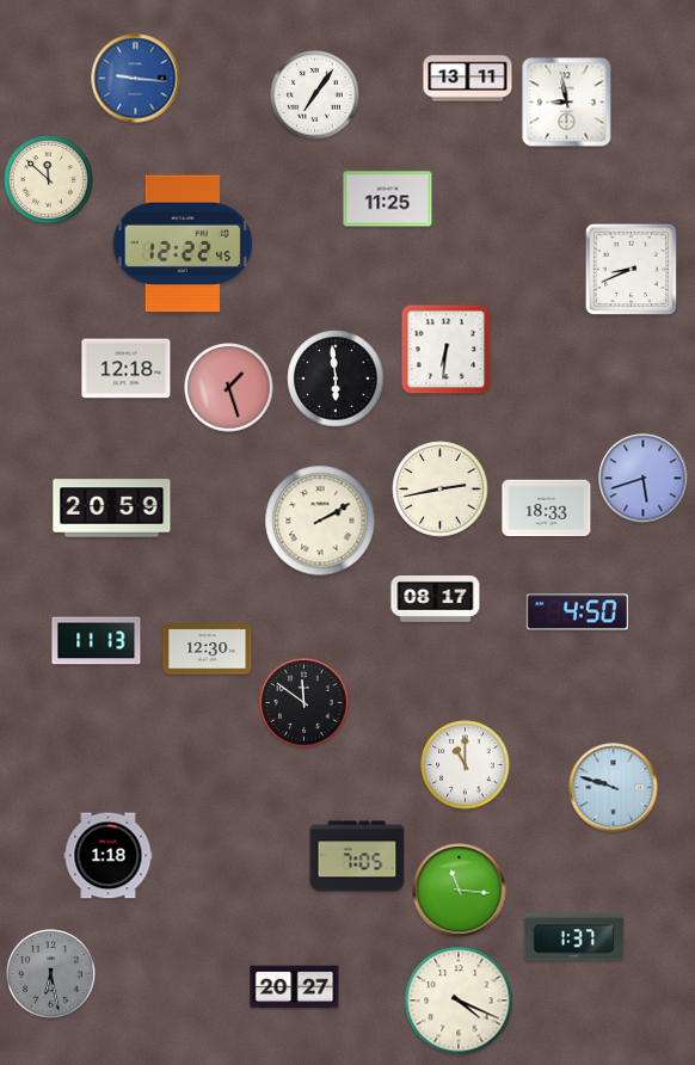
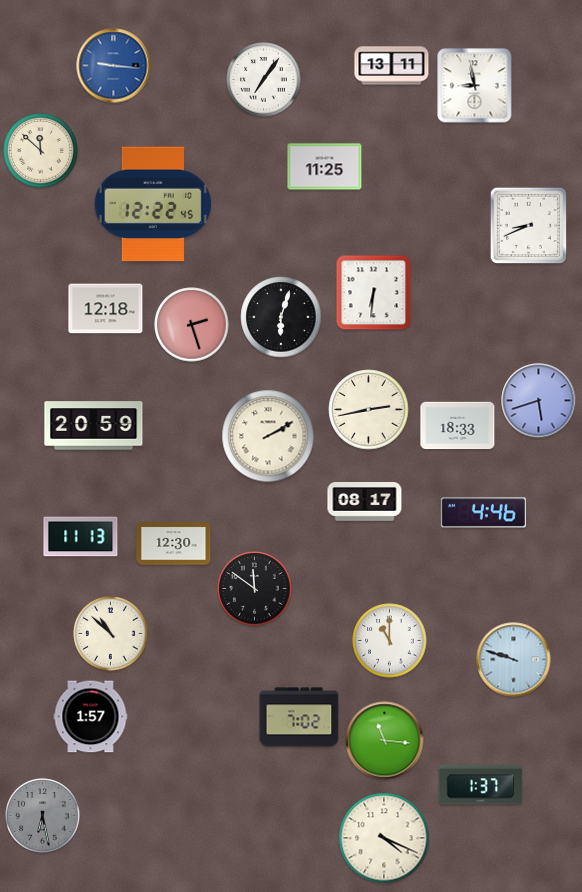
clock at (336, 378): 5:59 -> 6:03
clock at (229, 388): 1:27 -> 2:27
clock at (577, 612): 4:50 -> 4:46
clock at (111, 634): none -> 10:52
clock at (109, 856): 1:18 -> 1:57
clock at (357, 856): 7:05 -> 7:02
clock at (460, 891) position: (460, 891) -> (385, 741)
clock at (295, 987): 20:27 -> none
